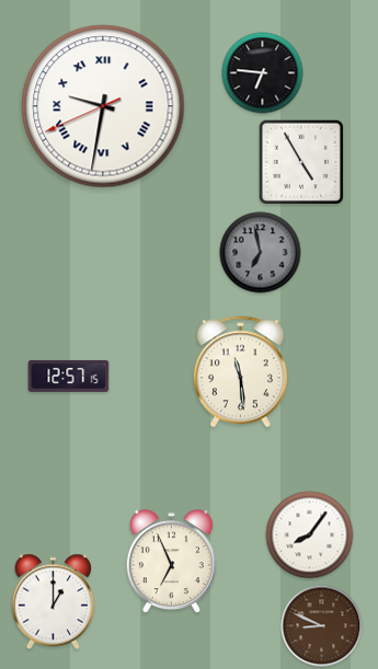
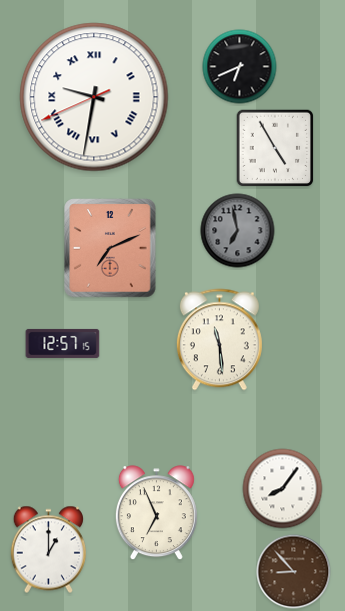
clock at (263, 73): 6:46 -> 6:41
clock at (110, 248): none -> 7:11
clock at (322, 626): 8:49 -> 8:53
